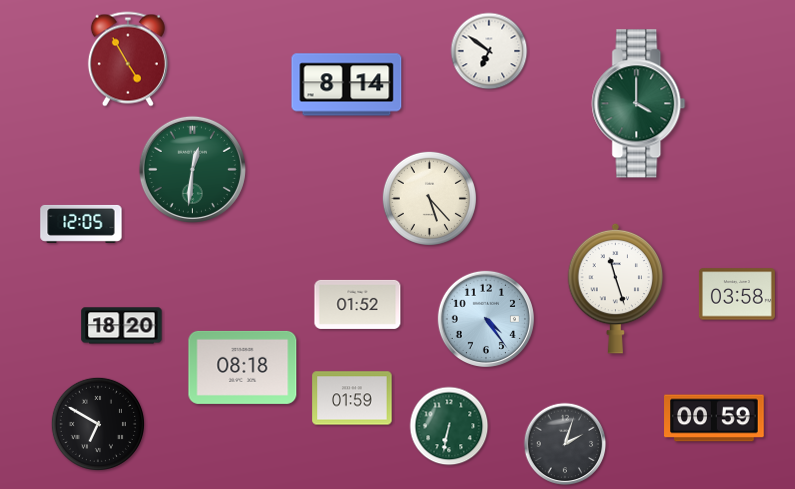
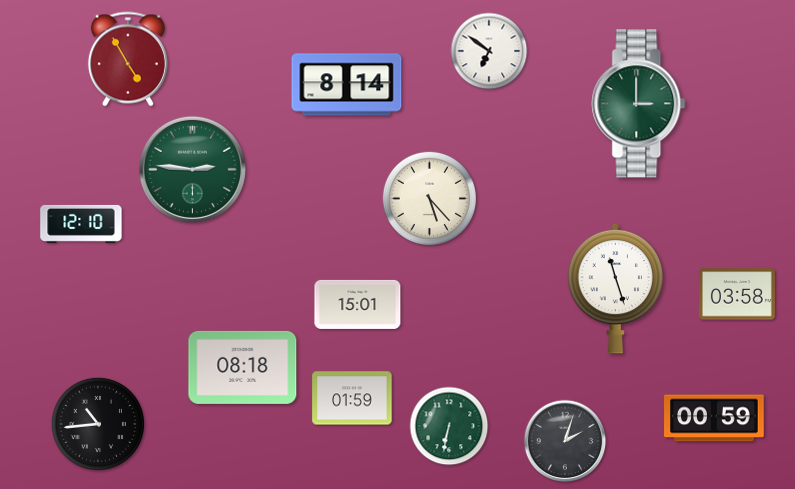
clock at (639, 104): 4:00 -> 3:00
clock at (192, 169): 12:31 -> 2:46
clock at (81, 224): 12:05 -> 12:10
clock at (358, 304): 01:52 -> 15:01
clock at (486, 319): 4:24 -> none
clock at (122, 326): 18:20 -> none
clock at (98, 424): 6:50 -> 10:44
clock at (565, 444) position: (565, 444) -> (565, 441)
